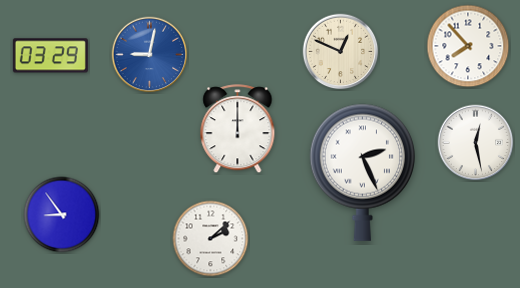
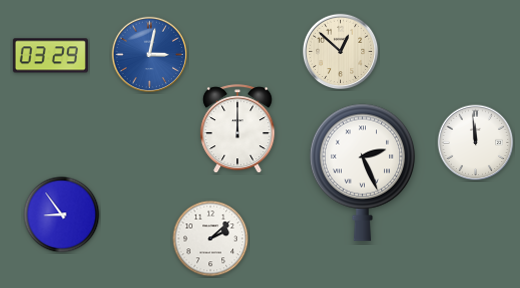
clock at (468, 46): 7:53 -> none
clock at (341, 52): 12:49 -> 12:52
clock at (150, 55): 9:02 -> 3:02
clock at (476, 143): 12:28 -> 11:59
